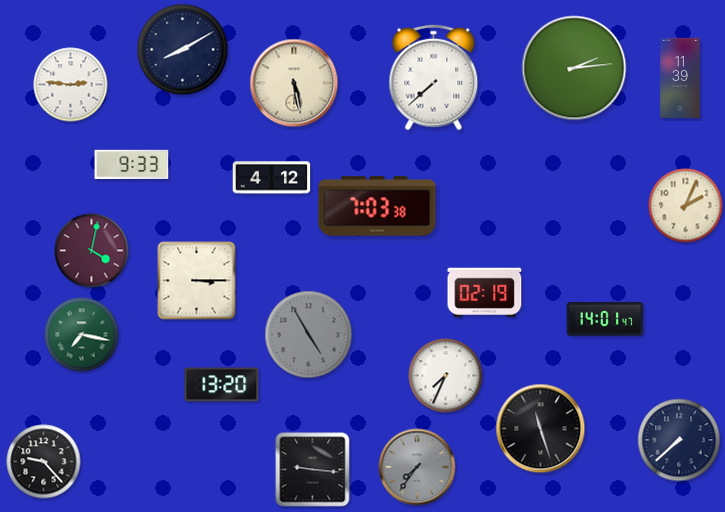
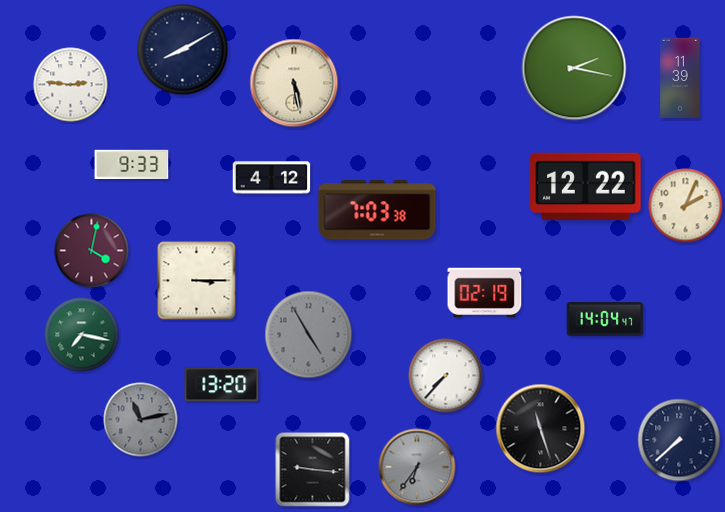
clock at (574, 68): 2:14 -> 2:17
clock at (434, 78): 7:38 -> none
clock at (586, 187): none -> 12:22
clock at (377, 206) position: (377, 206) -> (377, 210)
clock at (605, 320): 14:01 -> 14:04
clock at (446, 376): 7:34 -> 7:37
clock at (141, 420): none -> 11:13
clock at (44, 462): 9:23 -> none
clock at (417, 467): 7:36 -> 6:36
